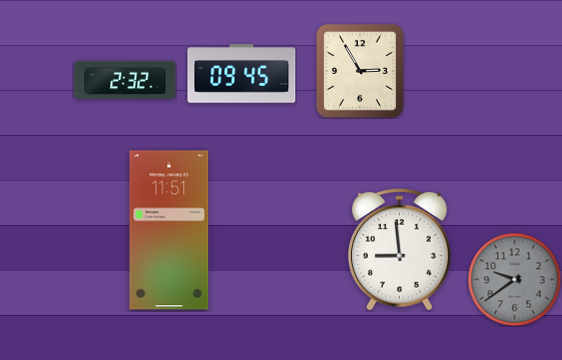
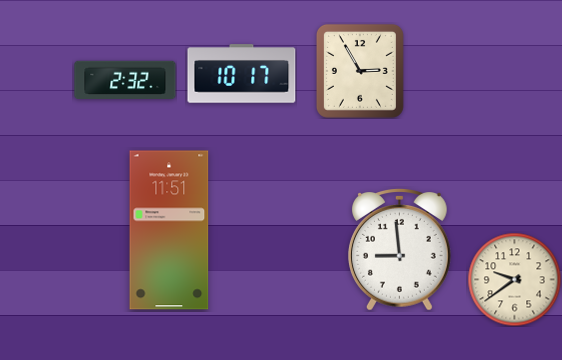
clock at (242, 74): 09:45 -> 10:17
clock at (514, 279) dial: grey -> cream
